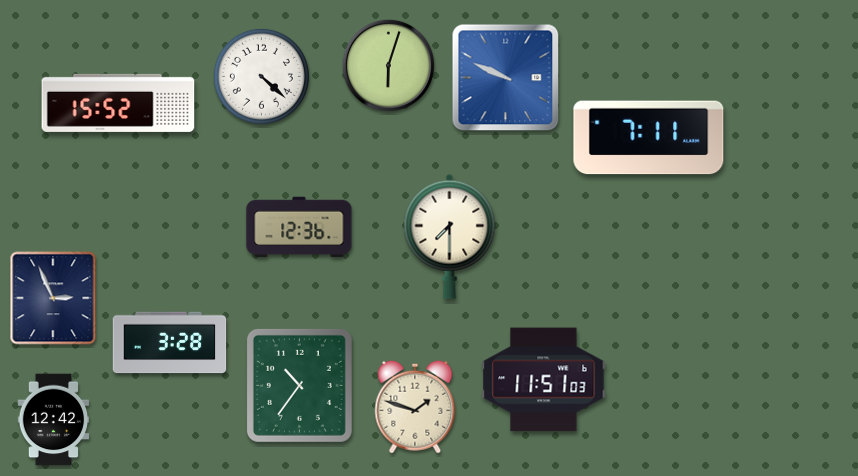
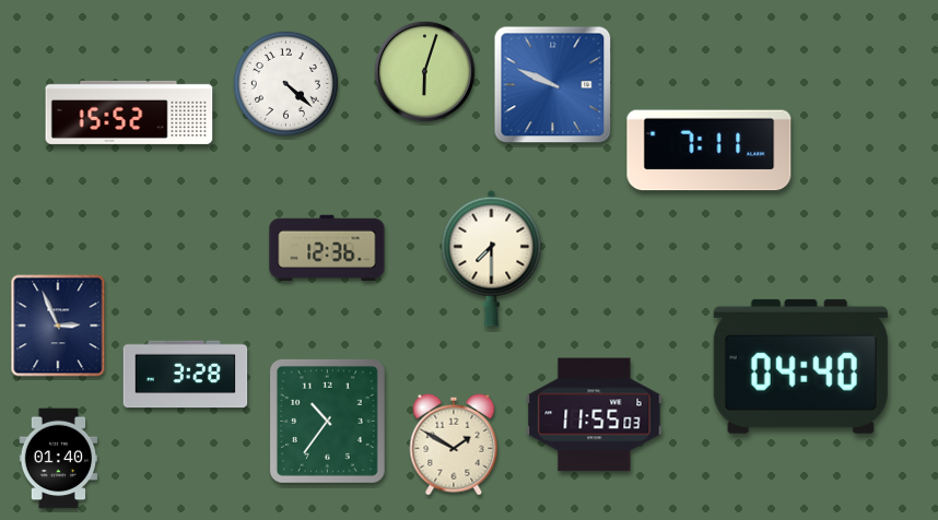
clock at (800, 366): none -> 04:40
clock at (544, 380): 11:51 -> 11:55
clock at (415, 407): 1:48 -> 1:50
clock at (54, 420): 12:42 -> 01:40
